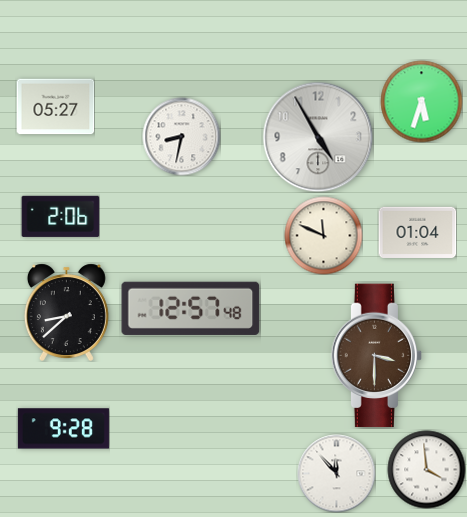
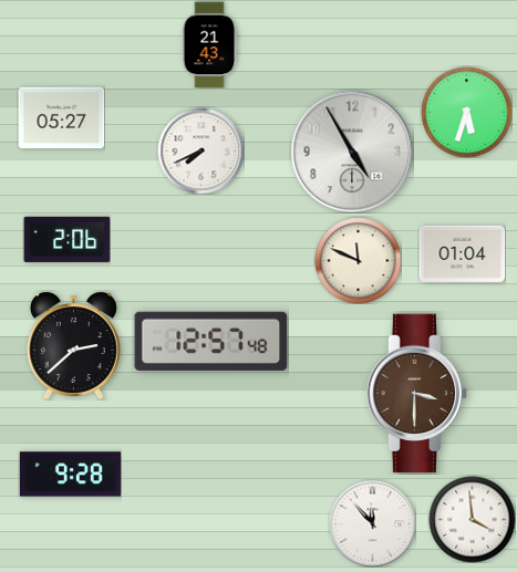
clock at (209, 44): none -> 21:43
clock at (181, 136): 8:32 -> 7:41
clock at (417, 232) position: (417, 232) -> (462, 253)
clock at (66, 312): 8:38 -> 2:38
